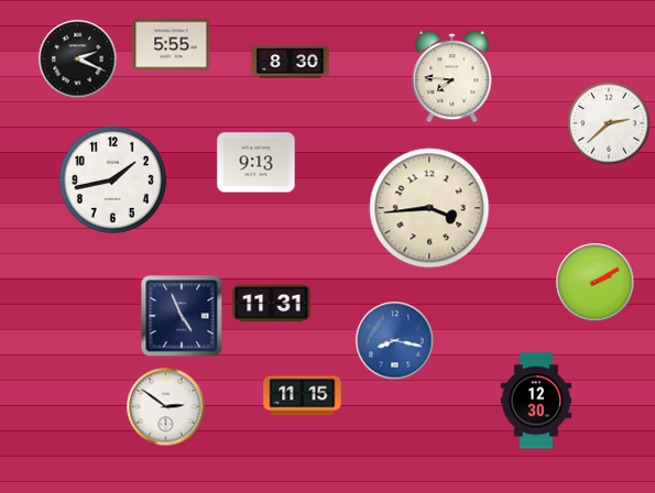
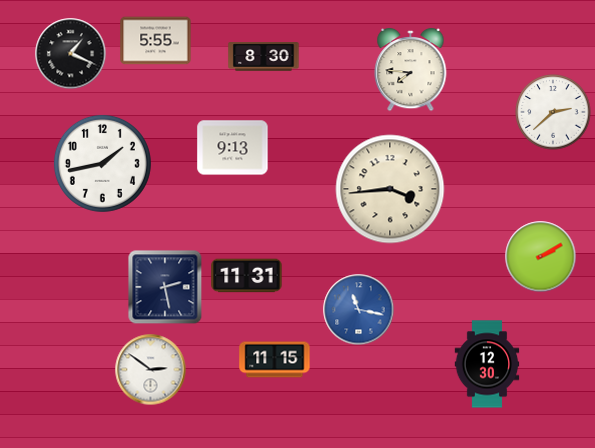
clock at (78, 59): 2:19 -> 1:19
clock at (182, 316): 4:56 -> 2:28
clock at (395, 341): 8:17 -> 11:17
